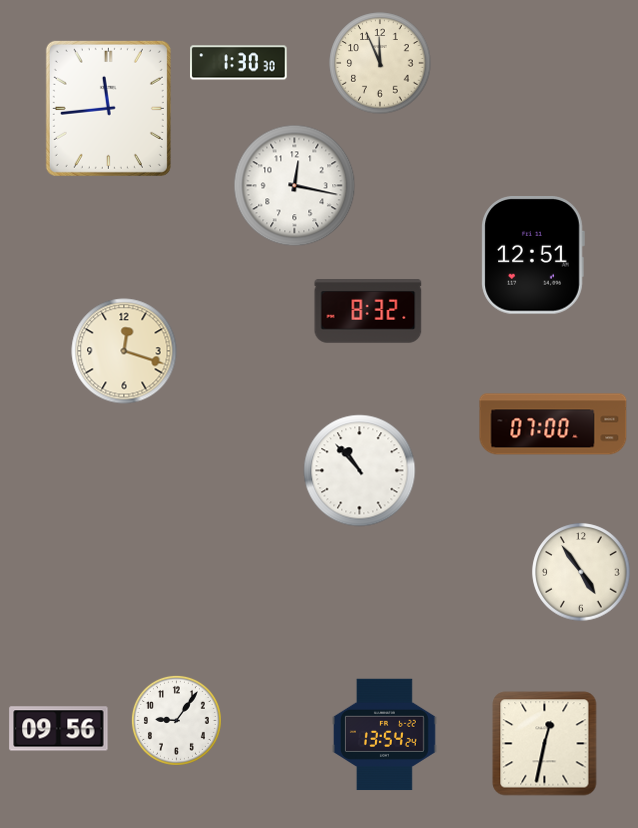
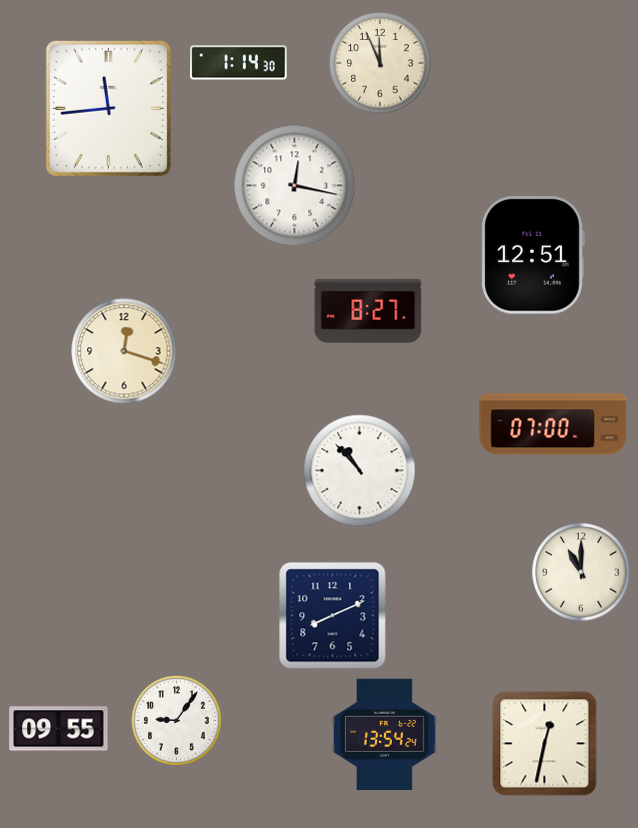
clock at (239, 63): 1:30 -> 1:14
clock at (368, 311): 8:32 -> 8:27
clock at (581, 572): 4:54 -> 11:00
clock at (333, 616): none -> 8:11
clock at (59, 729): 09:56 -> 09:55
